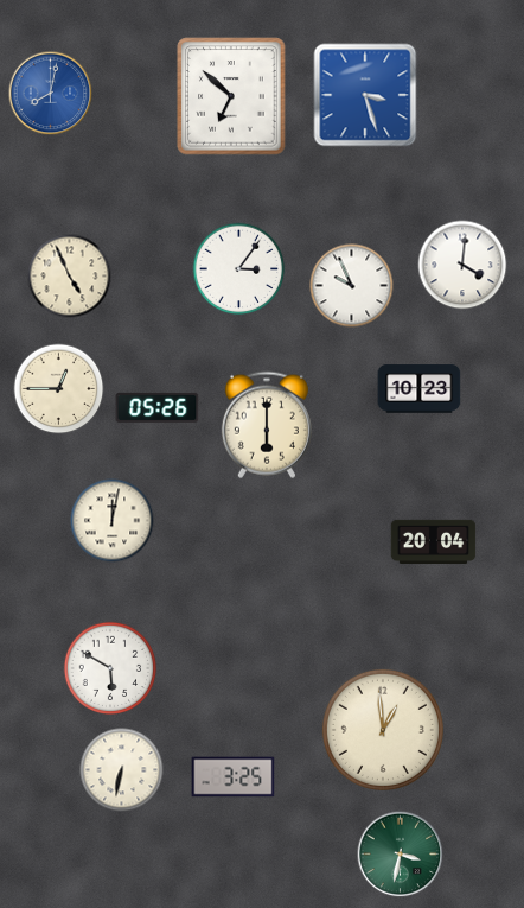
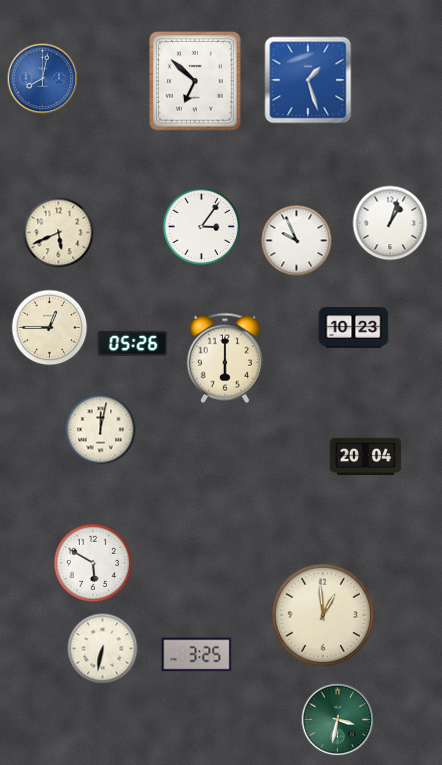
clock at (365, 95): 3:27 -> 1:27
clock at (462, 265): 4:01 -> 1:03
clock at (70, 277): 4:56 -> 5:41
clock at (113, 521) position: (113, 521) -> (101, 430)
